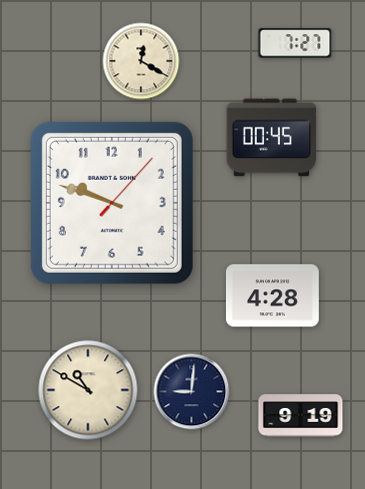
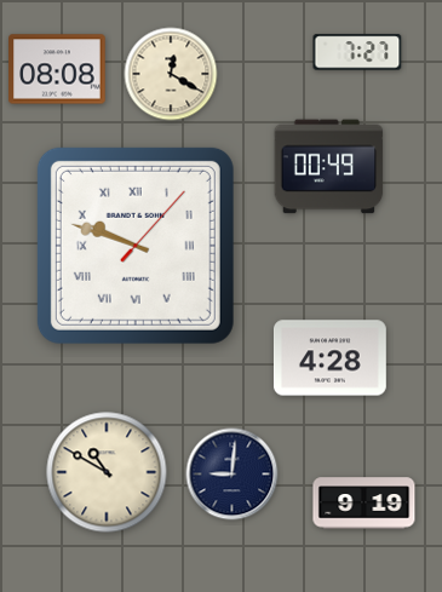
clock at (57, 69): none -> 08:08
clock at (272, 138): 00:45 -> 00:49
clock at (112, 203) numerals: Arabic -> Roman
